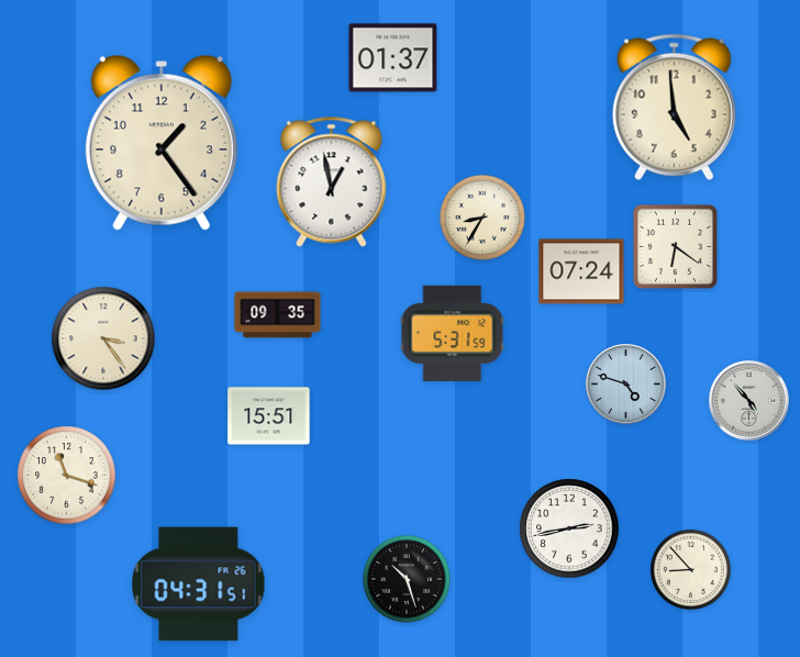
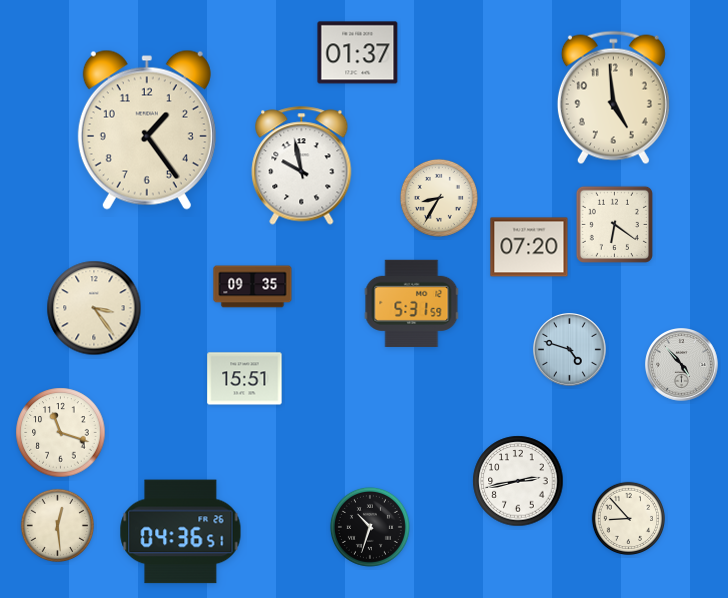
clock at (332, 182): 12:58 -> 9:58
clock at (581, 271): 07:24 -> 07:20
clock at (57, 525): none -> 12:29
clock at (407, 579): 10:27 -> 10:33
clock at (199, 584): 04:31 -> 04:36
